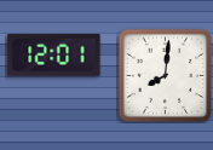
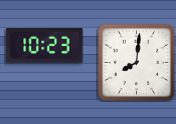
clock at (54, 54): 12:01 -> 10:23
